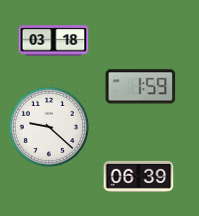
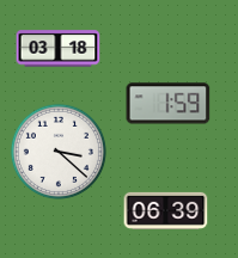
clock at (54, 41) position: (54, 41) -> (59, 49)
clock at (49, 127): 9:22 -> 3:22
